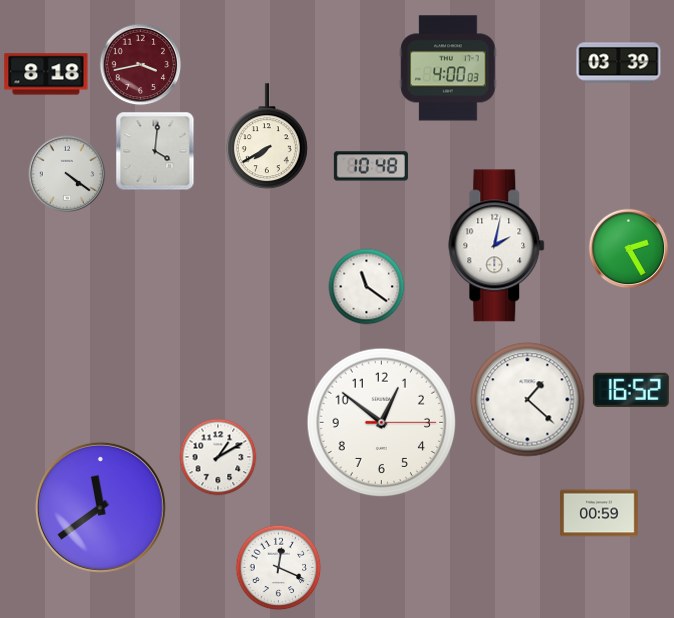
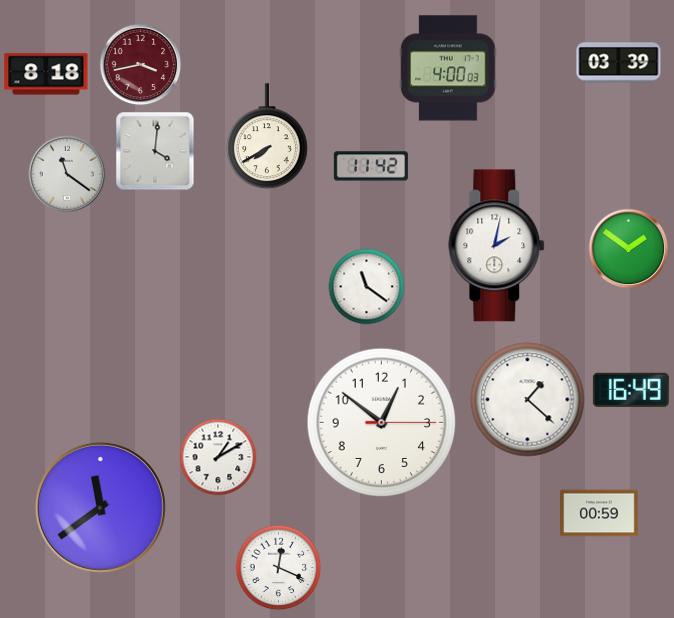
clock at (371, 166): 10:48 -> 11:42
clock at (67, 174): 4:21 -> 11:21
clock at (629, 249): 2:25 -> 1:51
clock at (631, 390): 16:52 -> 16:49
